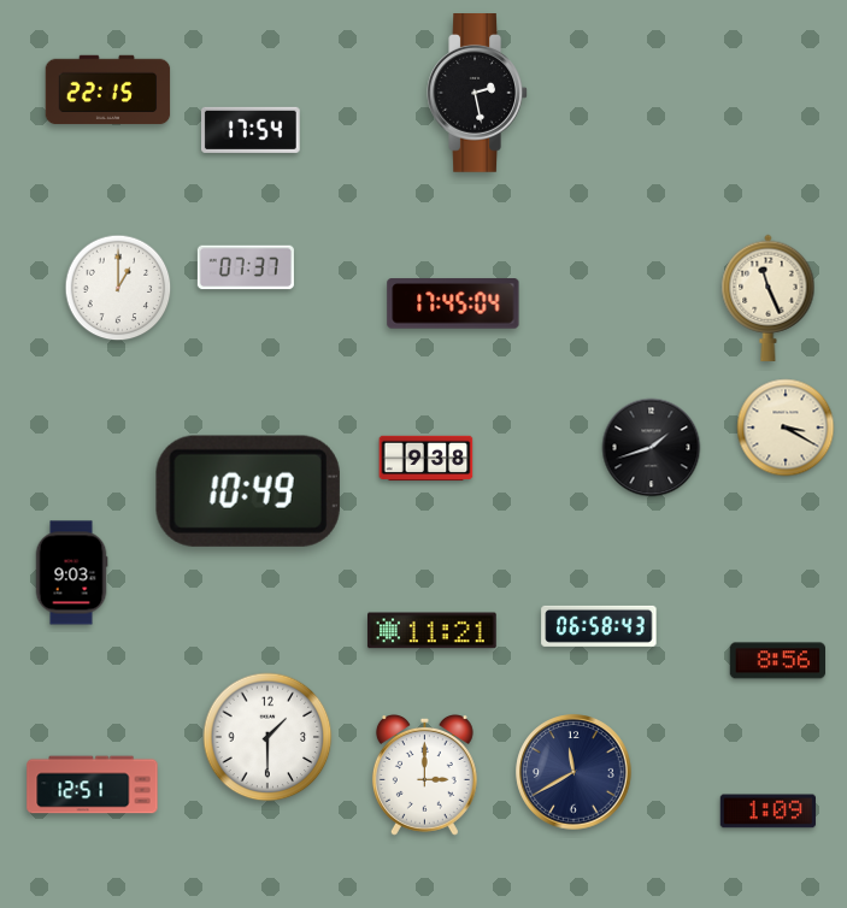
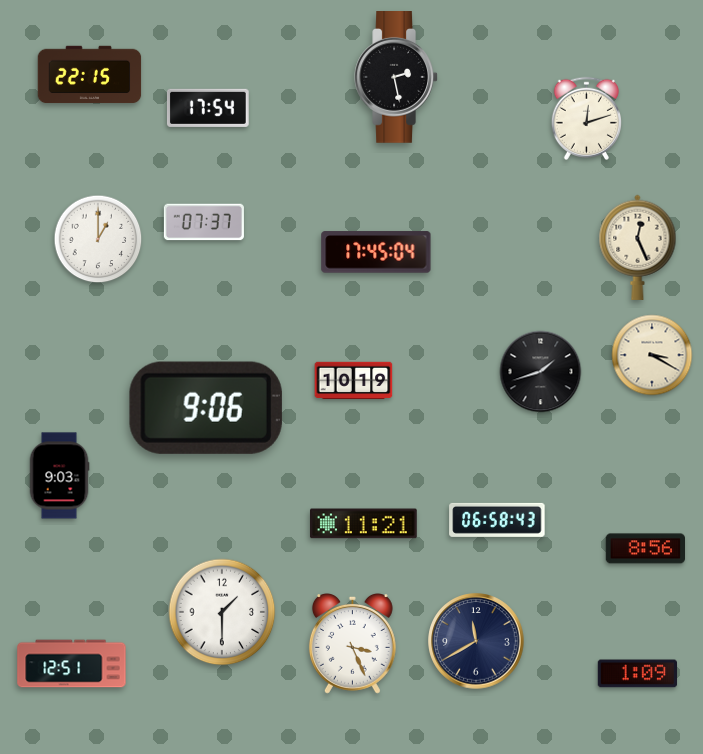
clock at (586, 118): none -> 12:12
clock at (769, 297): 11:26 -> 12:26
clock at (427, 459): 9:38 -> 10:19
clock at (248, 491): 10:49 -> 9:06
clock at (433, 631) position: (433, 631) -> (364, 524)
clock at (424, 776): 3:00 -> 3:26
clock at (93, 785) position: (93, 785) -> (72, 664)
